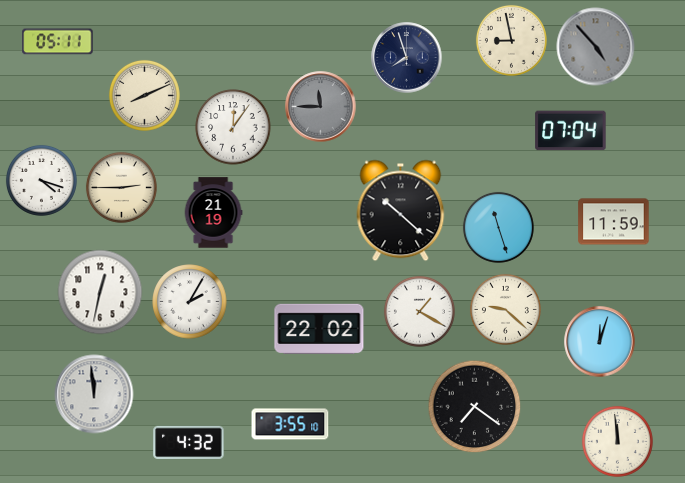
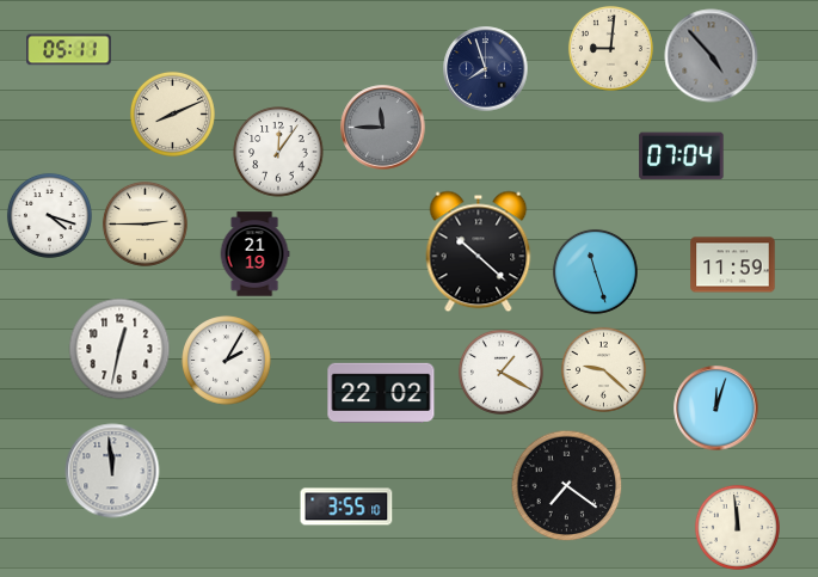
clock at (511, 40): 8:58 -> 9:01
clock at (189, 443): 4:32 -> none
